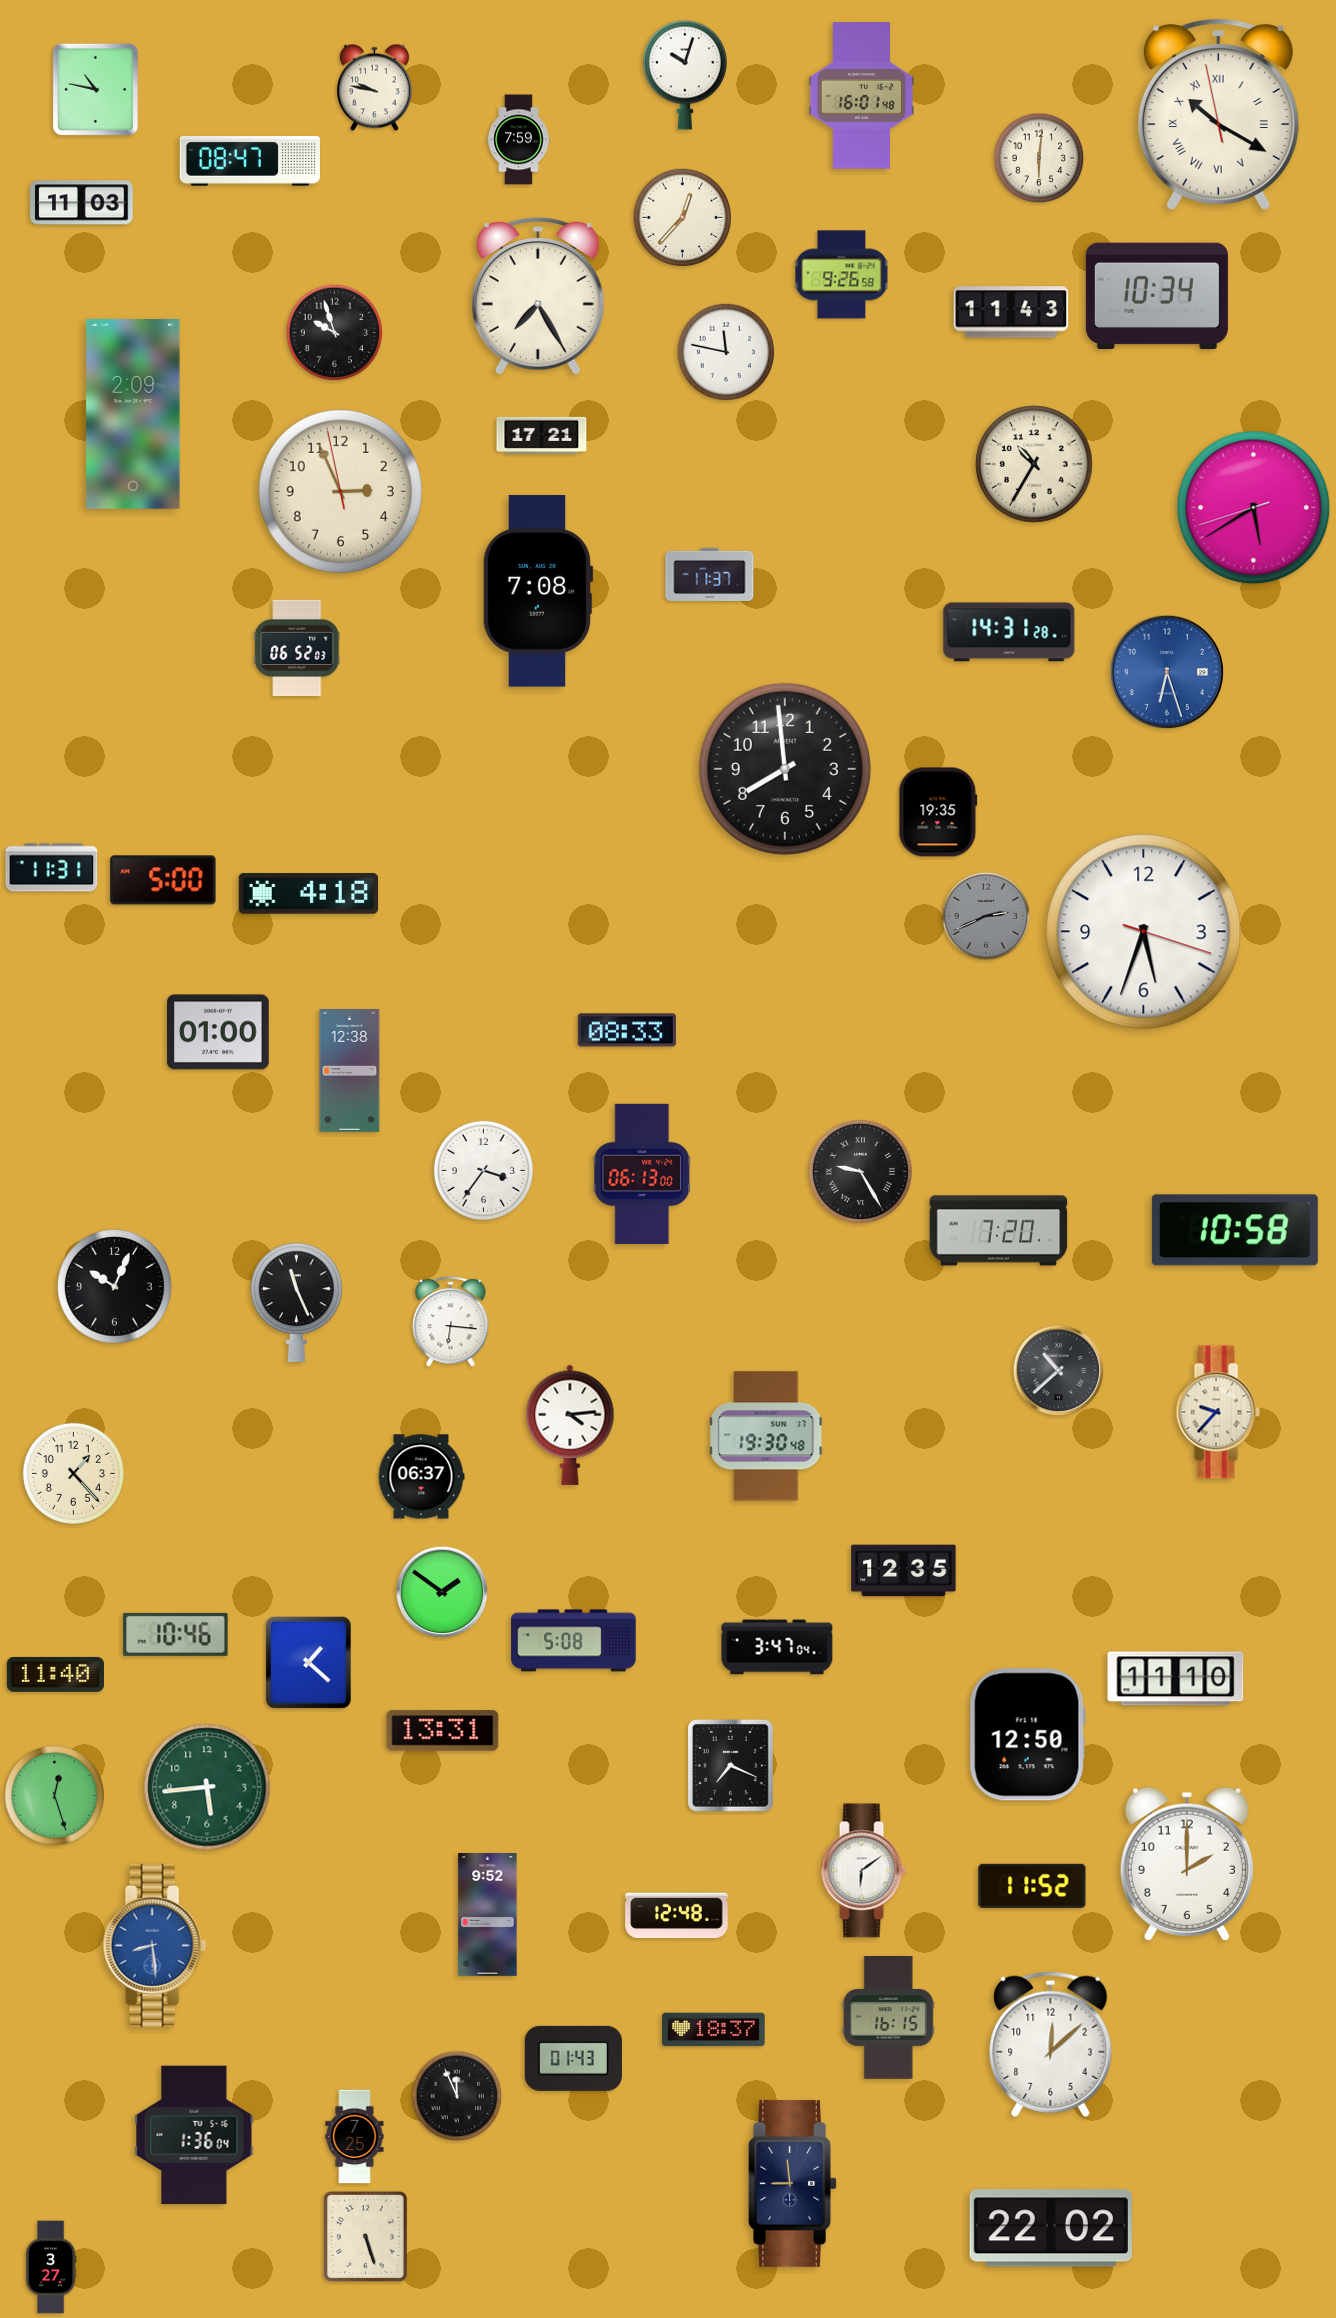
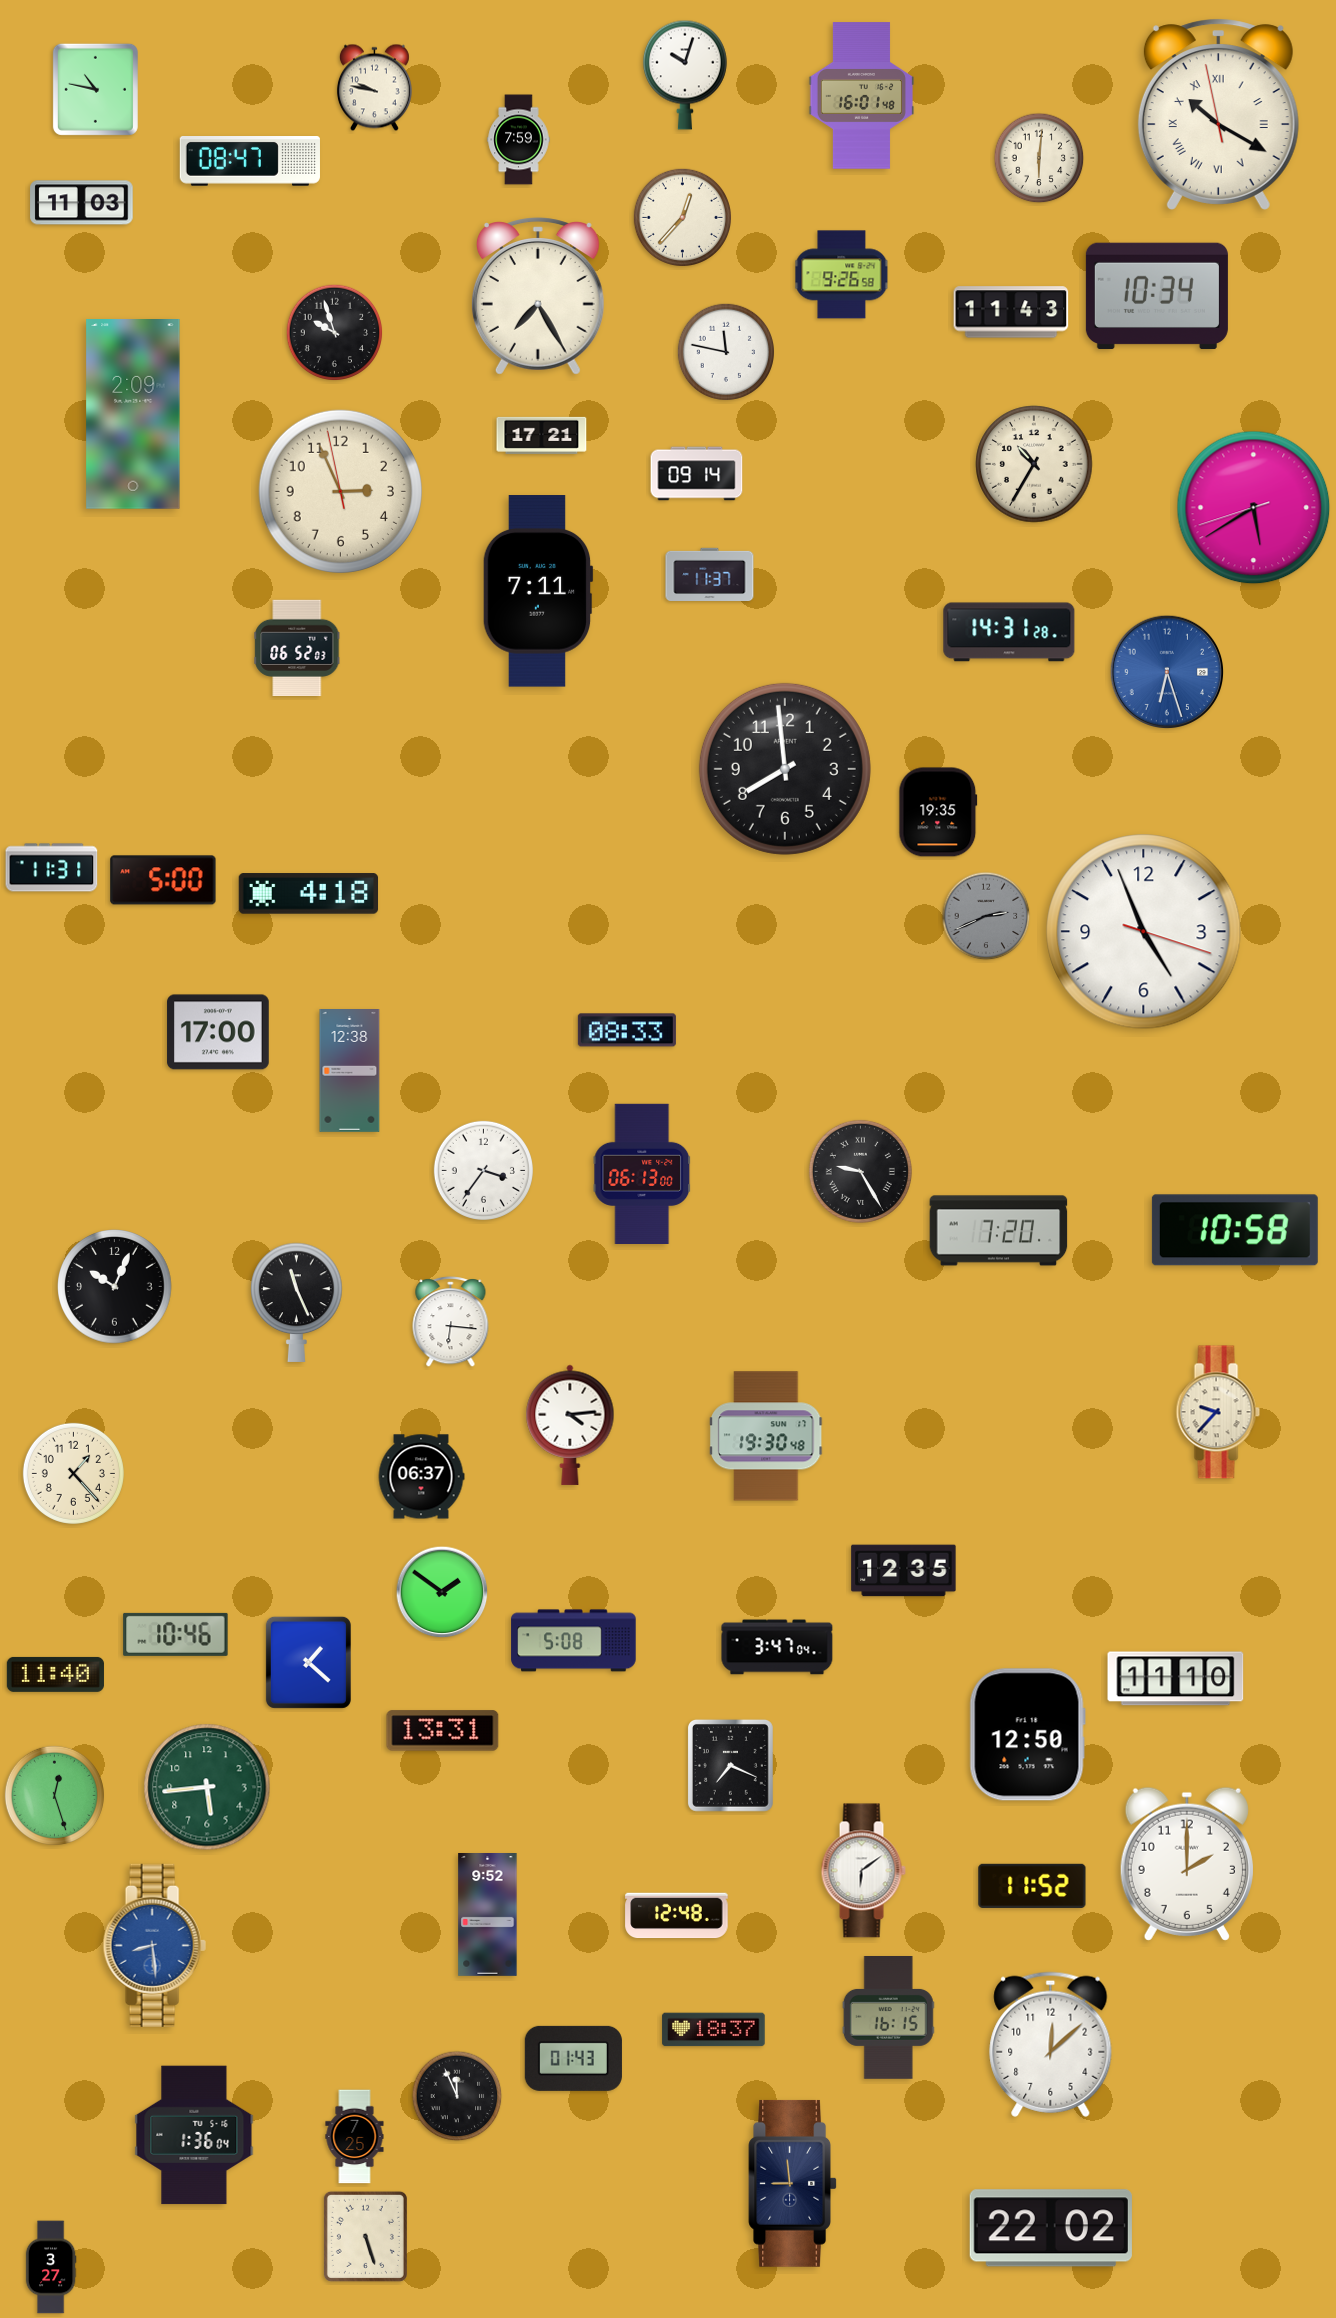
clock at (697, 474): none -> 09:14
clock at (538, 591): 7:08 -> 7:11
clock at (1144, 932): 5:33 -> 4:56
clock at (218, 1032): 01:00 -> 17:00
clock at (1059, 1371): 10:38 -> none
